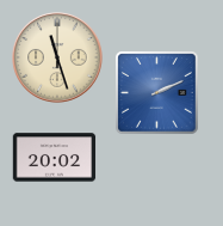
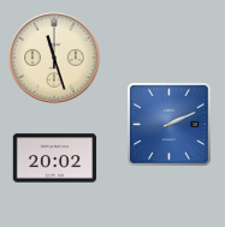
clock at (57, 57) position: (57, 57) -> (54, 58)
clock at (157, 93) position: (157, 93) -> (170, 125)
